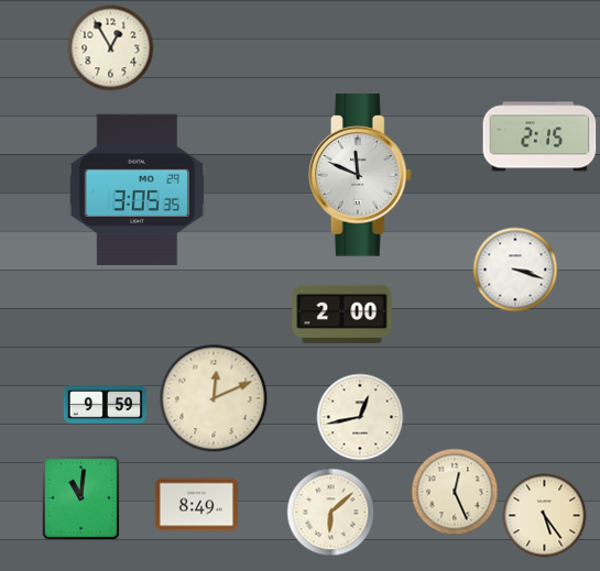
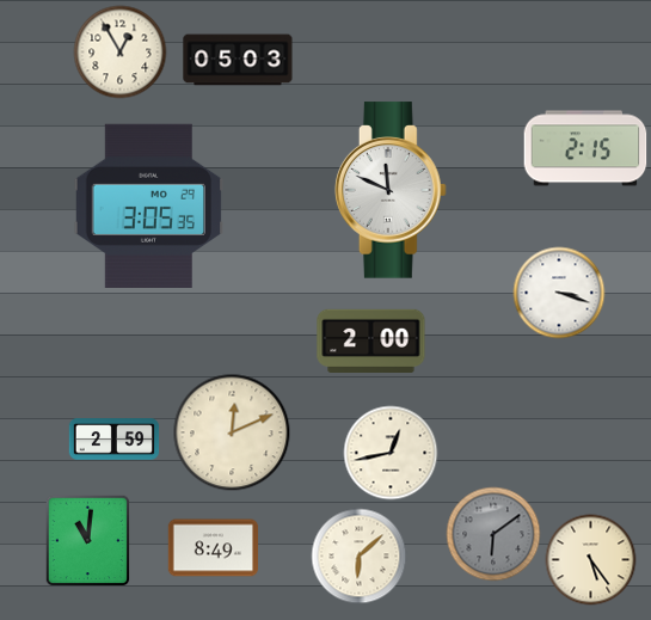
clock at (238, 60): none -> 05:03
clock at (106, 405): 9:59 -> 2:59
clock at (455, 492): 12:26 -> 6:09
clock at (455, 492) dial: cream -> grey
